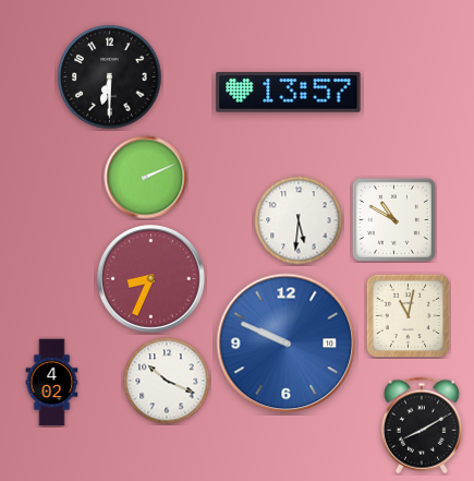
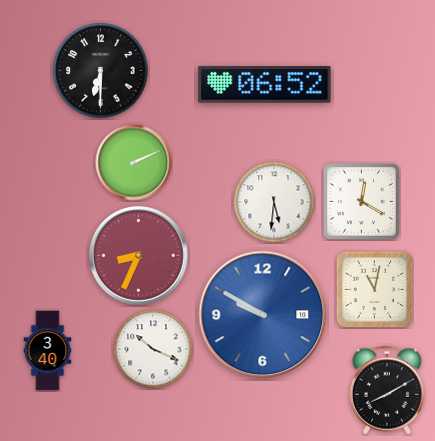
clock at (289, 93): 13:57 -> 06:52
clock at (393, 219): 10:50 -> 12:20
clock at (287, 344): 9:49 -> 9:50
clock at (52, 383): 4:02 -> 3:40
